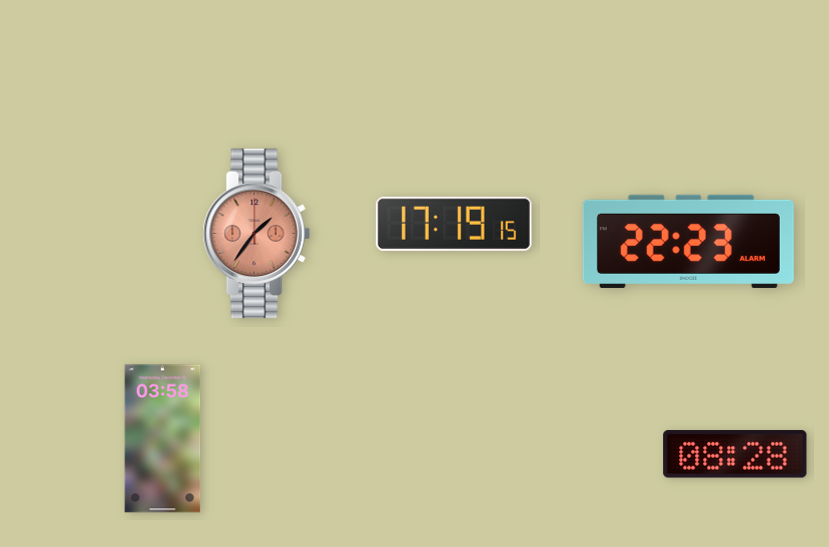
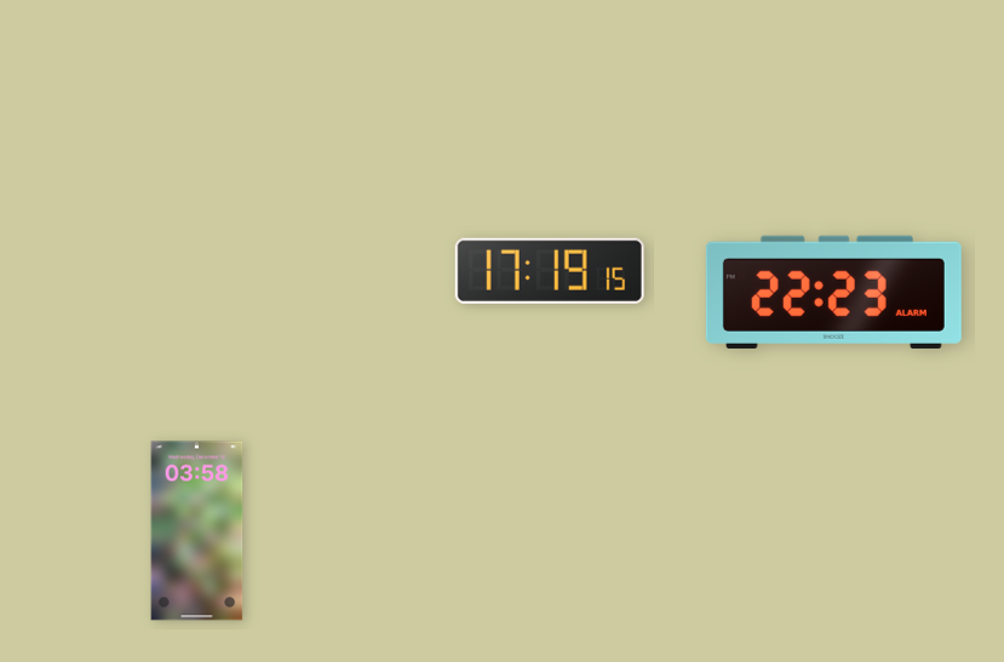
clock at (256, 234): 1:36 -> none
clock at (735, 454): 08:28 -> none
